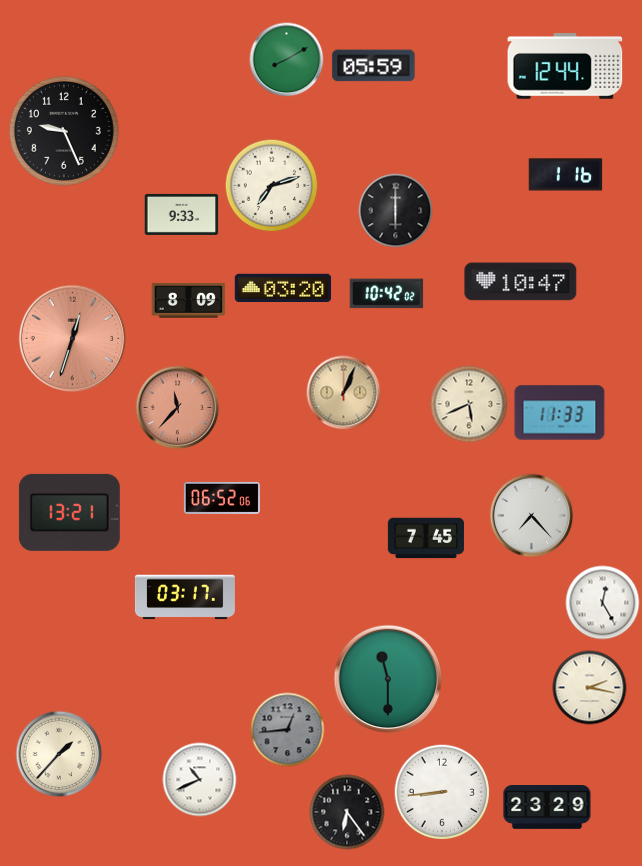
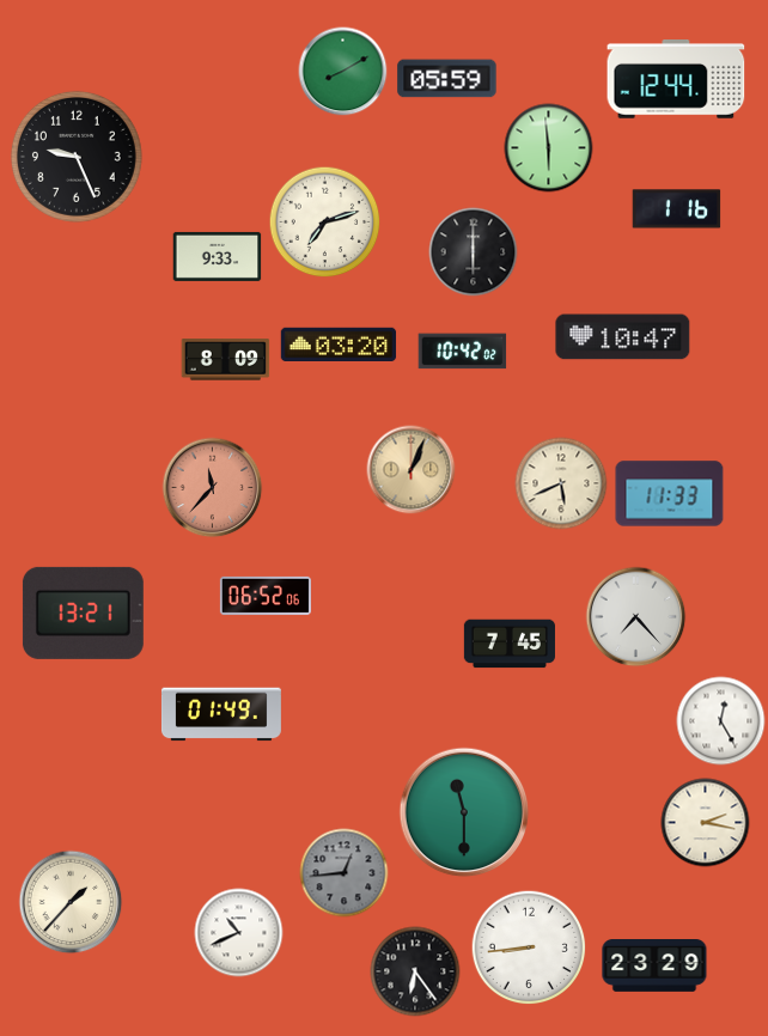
clock at (549, 148): none -> 5:59
clock at (73, 339): 12:33 -> none
clock at (185, 597): 03:17 -> 01:49
